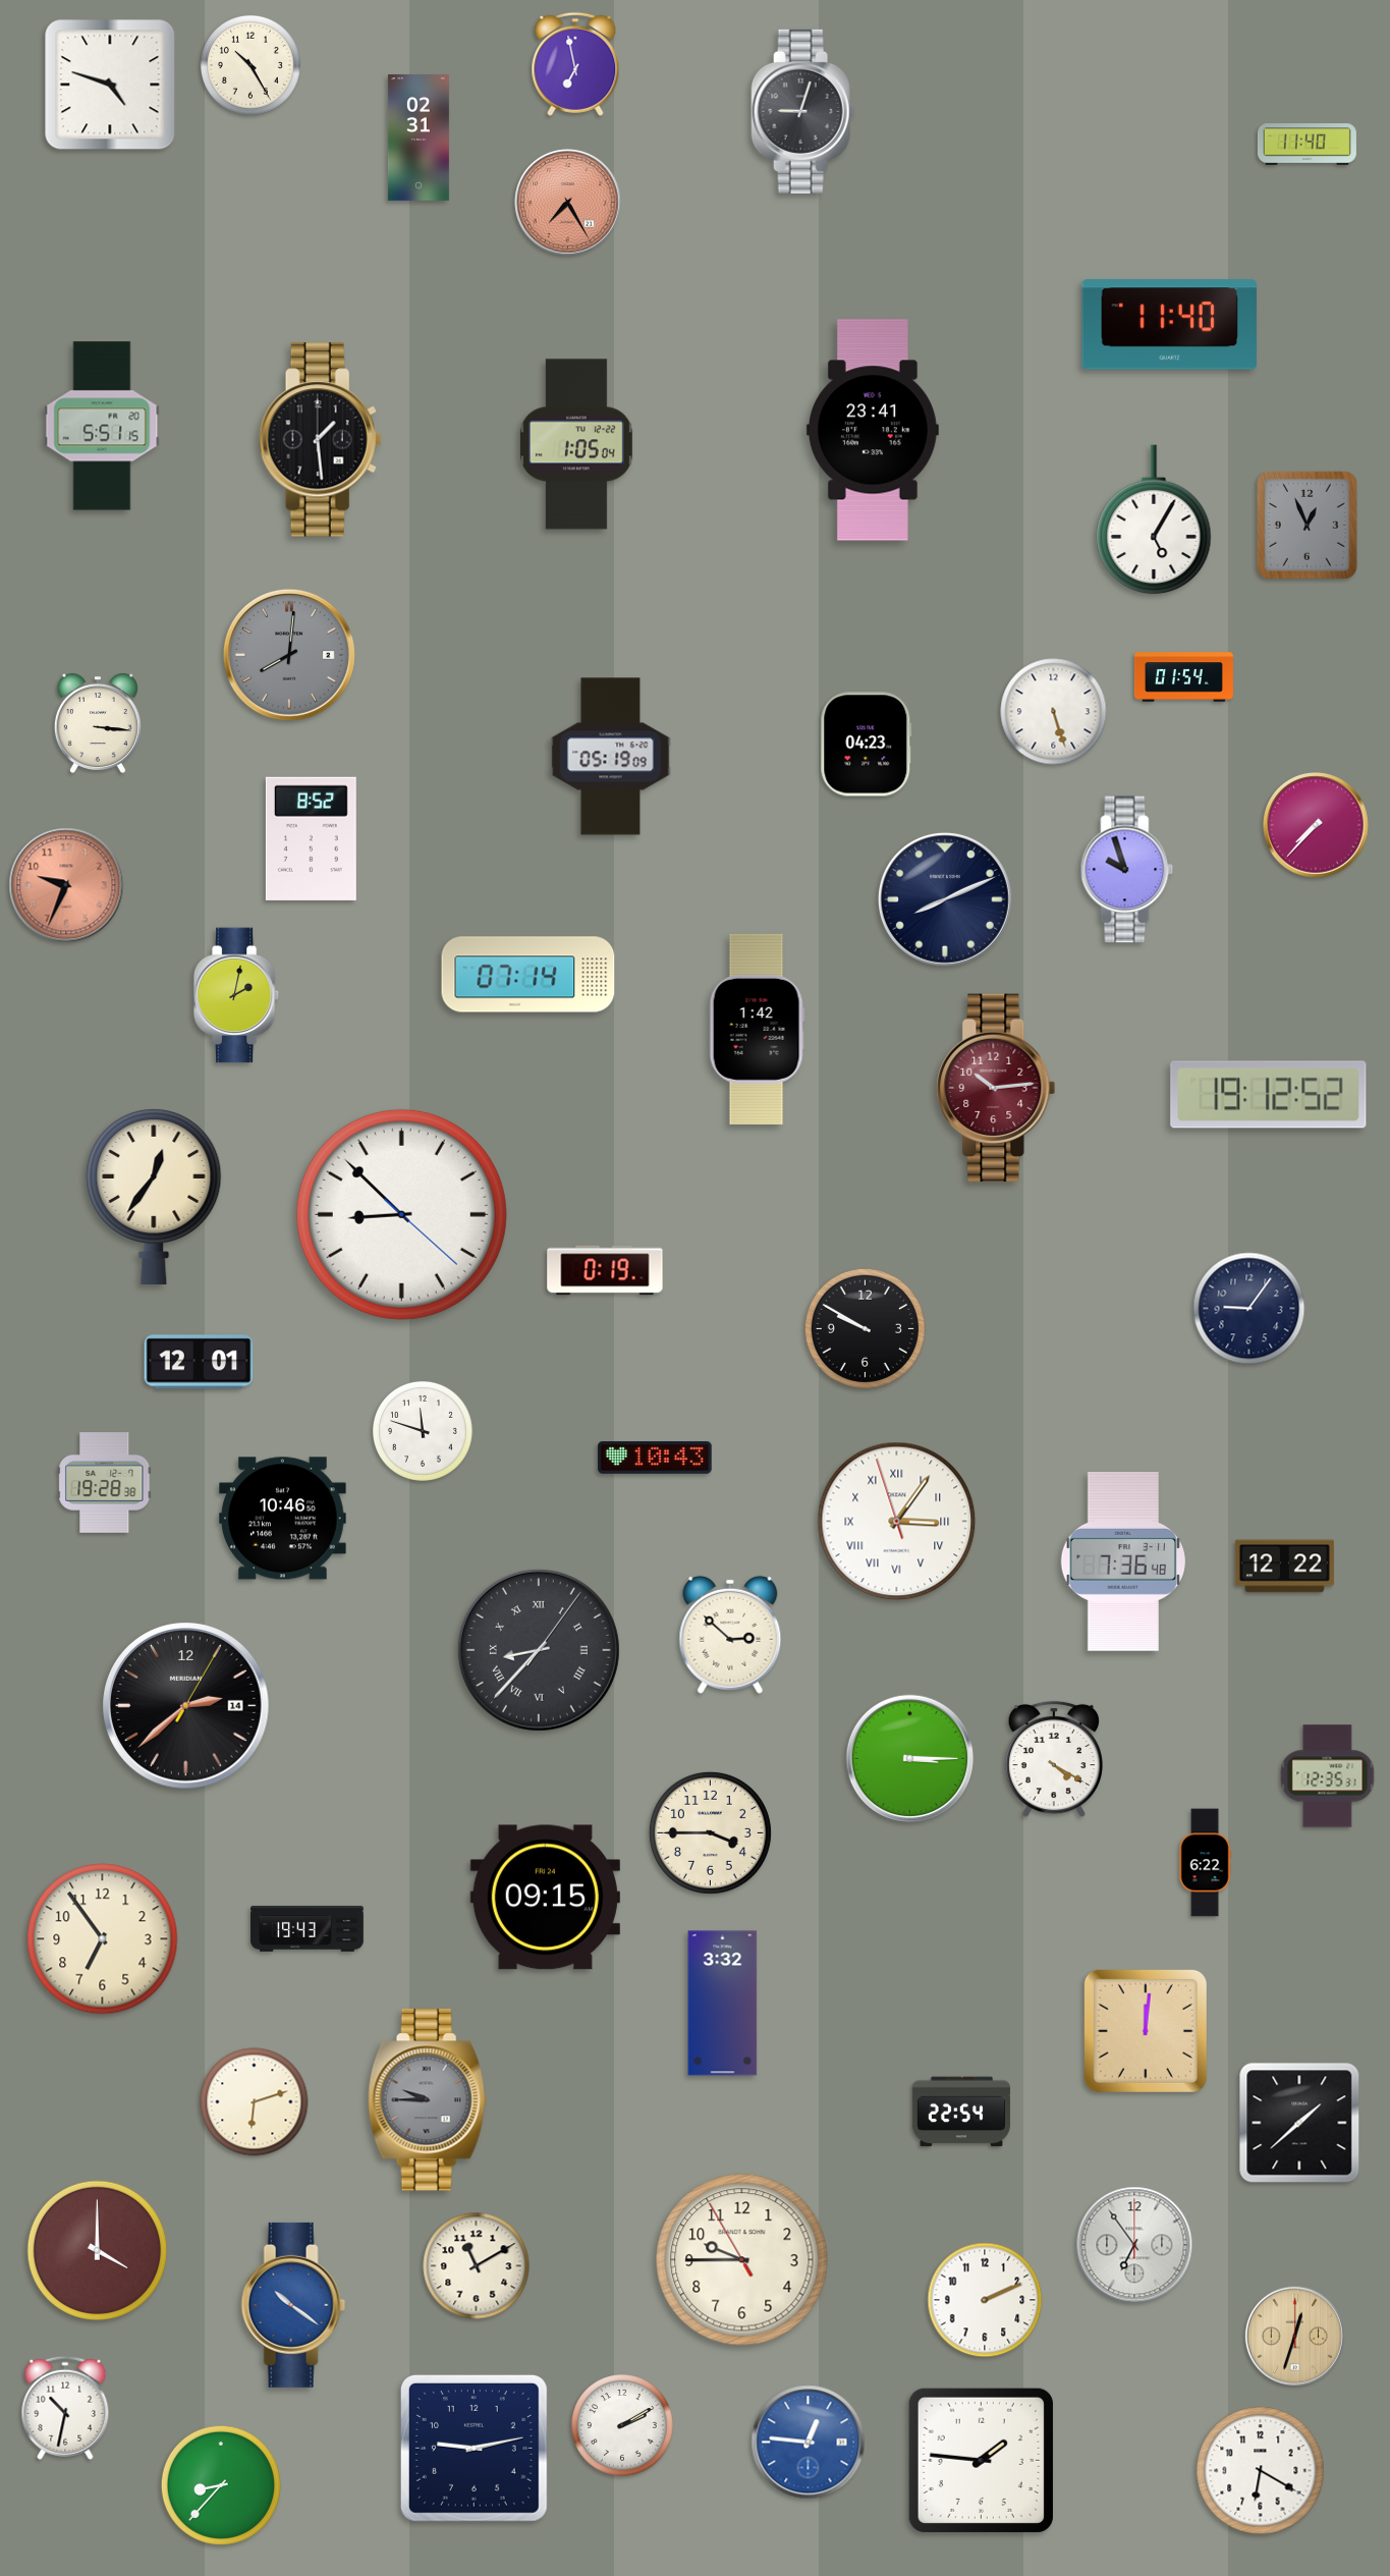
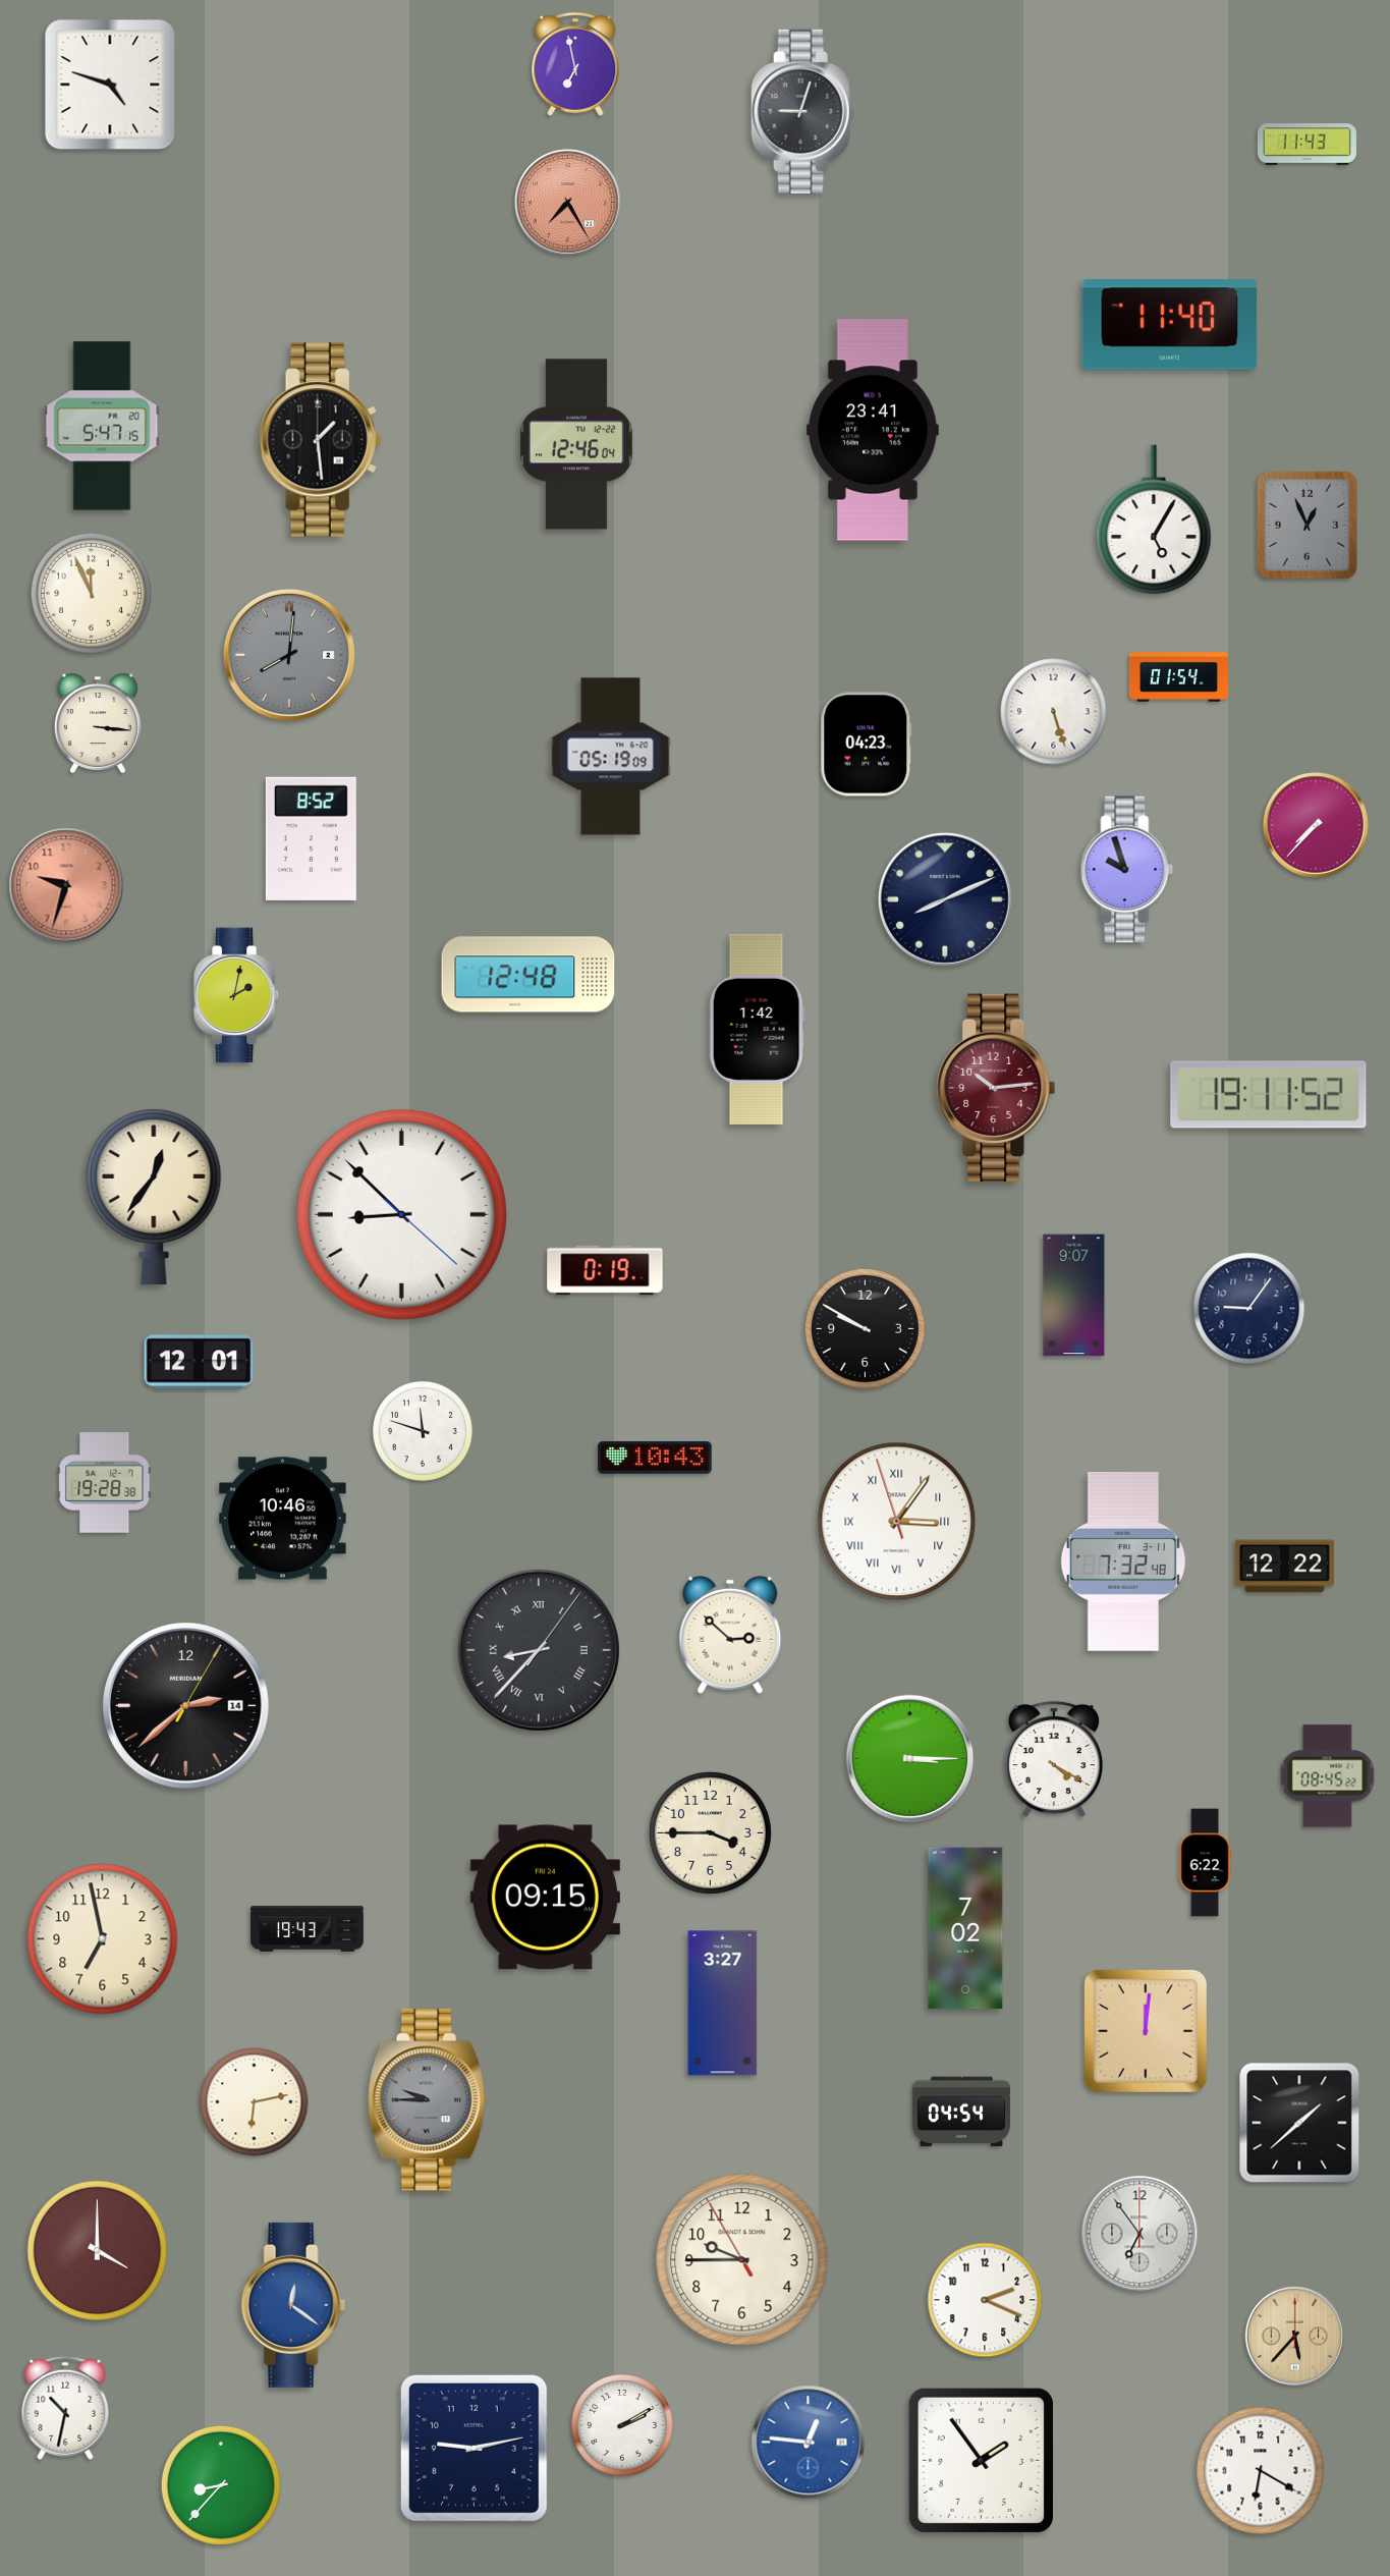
clock at (251, 65): 10:25 -> none
clock at (419, 139): 02:31 -> none
clock at (1306, 145): 11:40 -> 11:43
clock at (102, 426): 5:51 -> 5:47
clock at (576, 444): 1:05 -> 12:46
clock at (91, 593): none -> 11:56
clock at (1183, 677) position: (1183, 677) -> (1178, 677)
clock at (66, 885): 9:34 -> 9:33
clock at (529, 975): 07:14 -> 12:48
clock at (1269, 1095): 19:12 -> 19:11
clock at (1074, 1296): none -> 9:07
clock at (1122, 1561): 7:36 -> 7:32
clock at (1328, 1776): 12:35 -> 08:45
clock at (965, 1928): none -> 7:02
clock at (103, 1939): 6:54 -> 6:58
clock at (723, 2004): 3:32 -> 3:27
clock at (255, 2102): 6:12 -> 6:13
clock at (961, 2112): 22:54 -> 04:54
clock at (1134, 2245) position: (1134, 2245) -> (1139, 2234)
clock at (477, 2266): 11:10 -> none
clock at (985, 2300): 2:11 -> 2:19
clock at (293, 2305): 10:21 -> 12:21
clock at (1294, 2336): 12:33 -> 5:37
clock at (981, 2460): 1:46 -> 1:54
